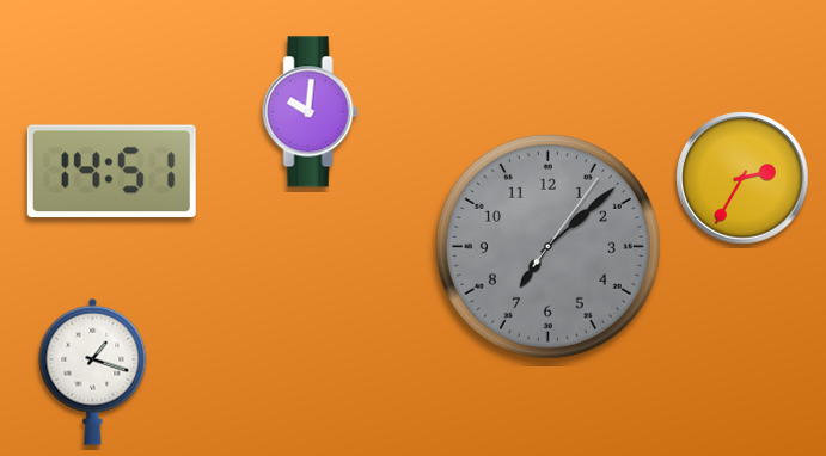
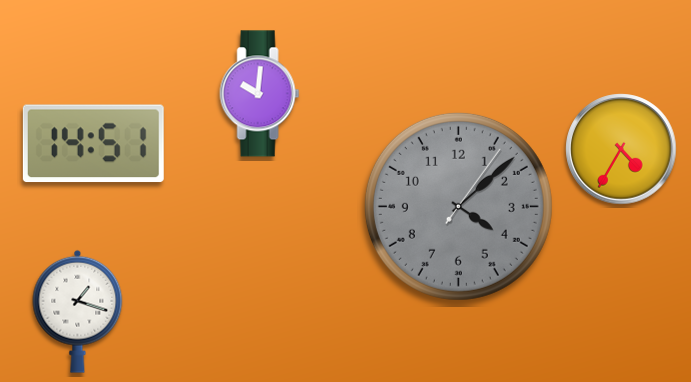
clock at (742, 178): 2:35 -> 4:35
clock at (547, 246): 7:08 -> 4:08
